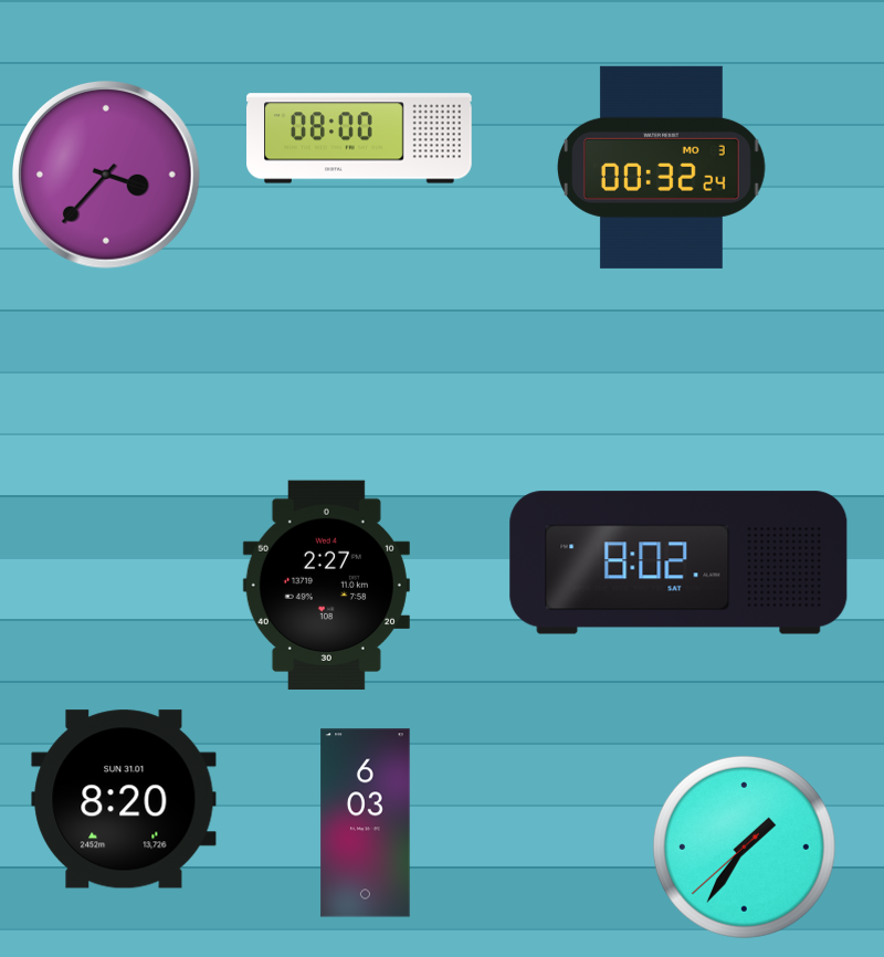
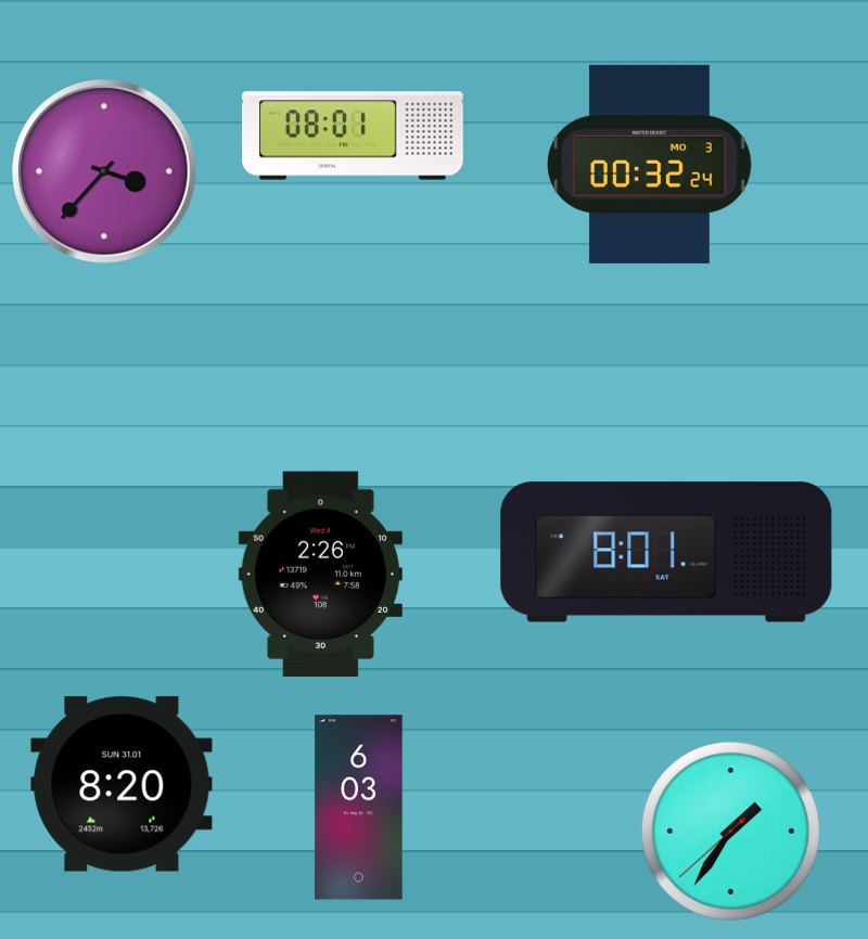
clock at (360, 138): 08:00 -> 08:01
clock at (678, 562): 8:02 -> 8:01
clock at (326, 585): 2:27 -> 2:26
